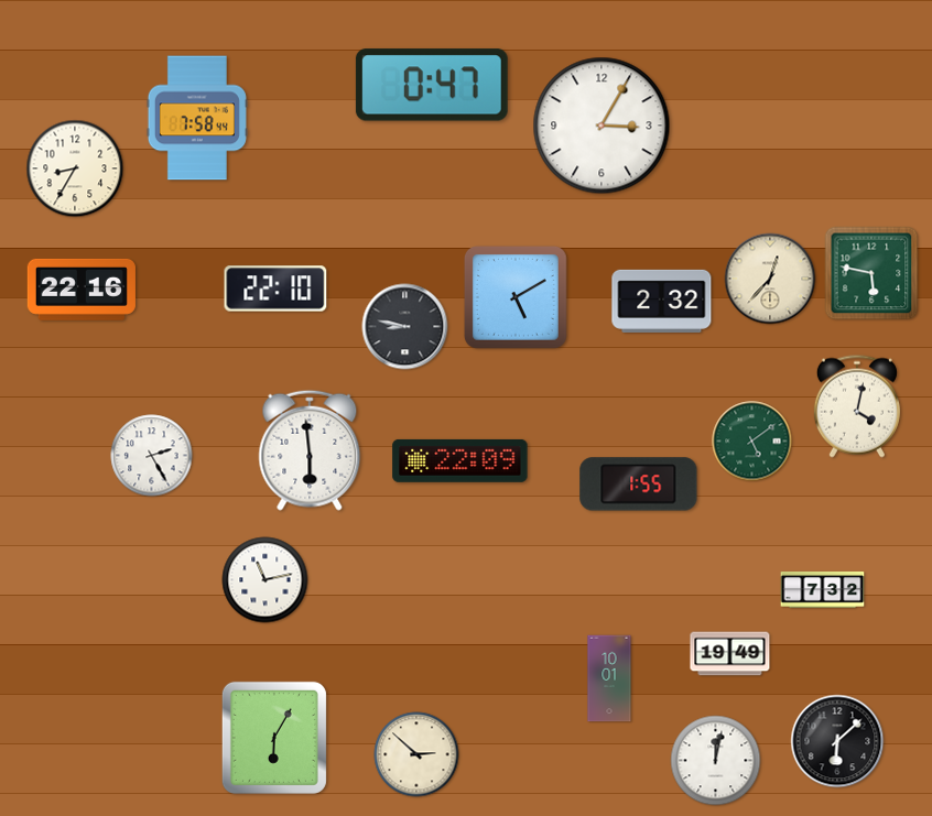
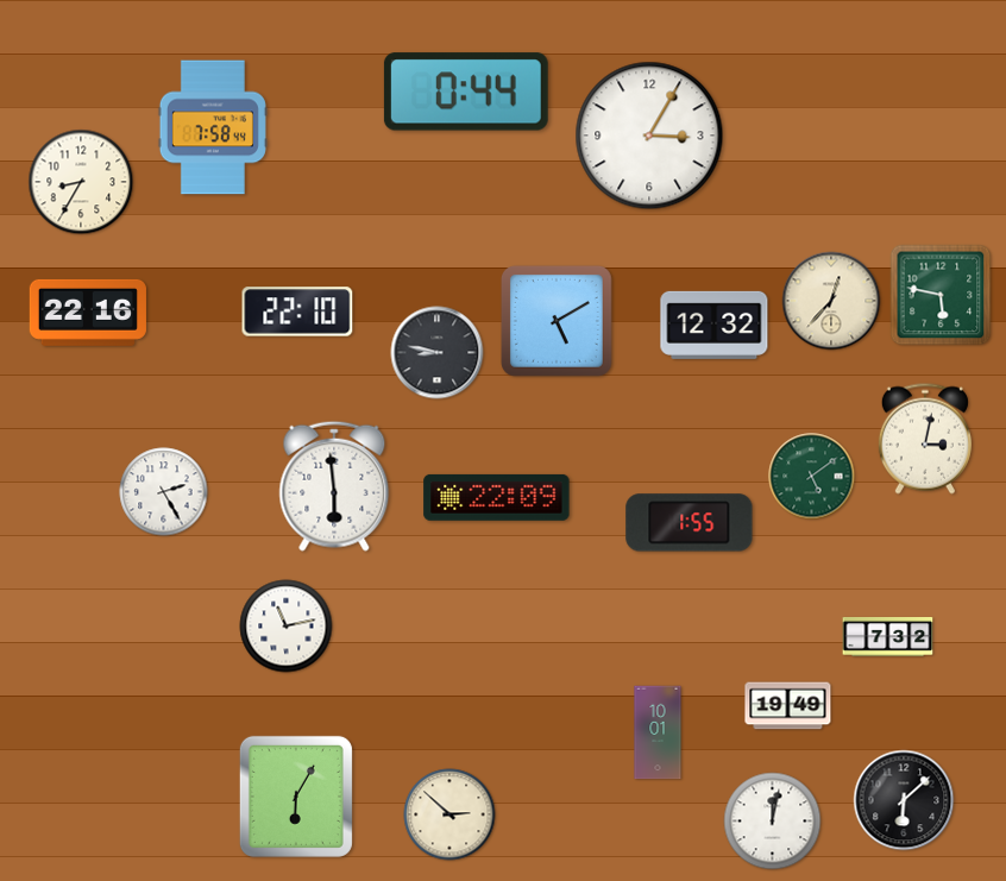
clock at (432, 85): 0:47 -> 0:44
clock at (662, 301): 2:32 -> 12:32
clock at (857, 406): 4:02 -> 3:02
